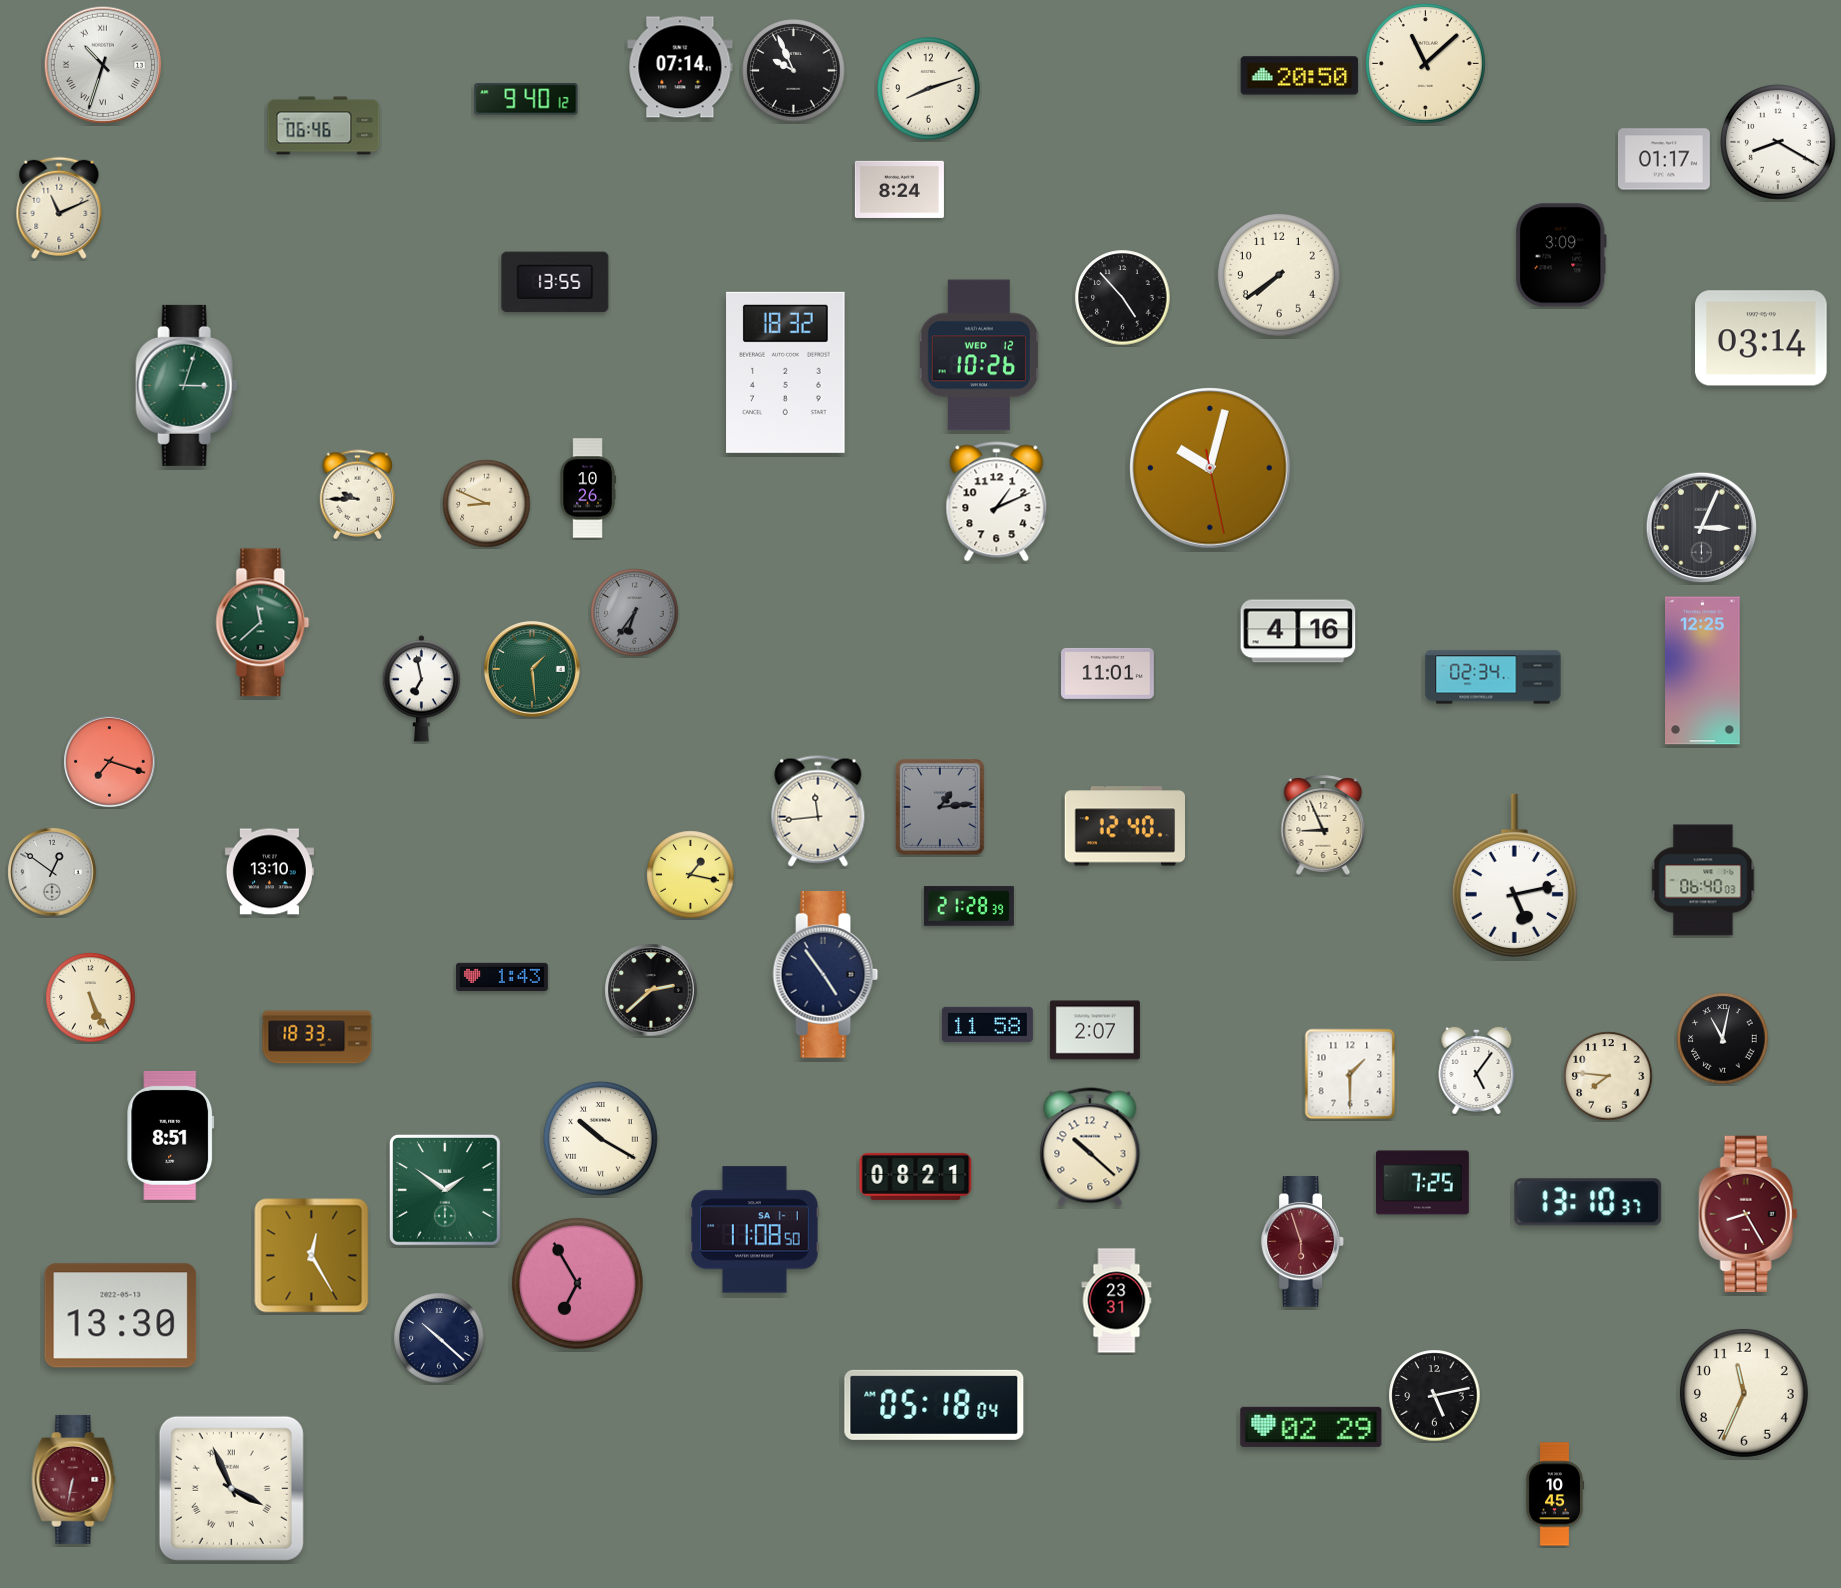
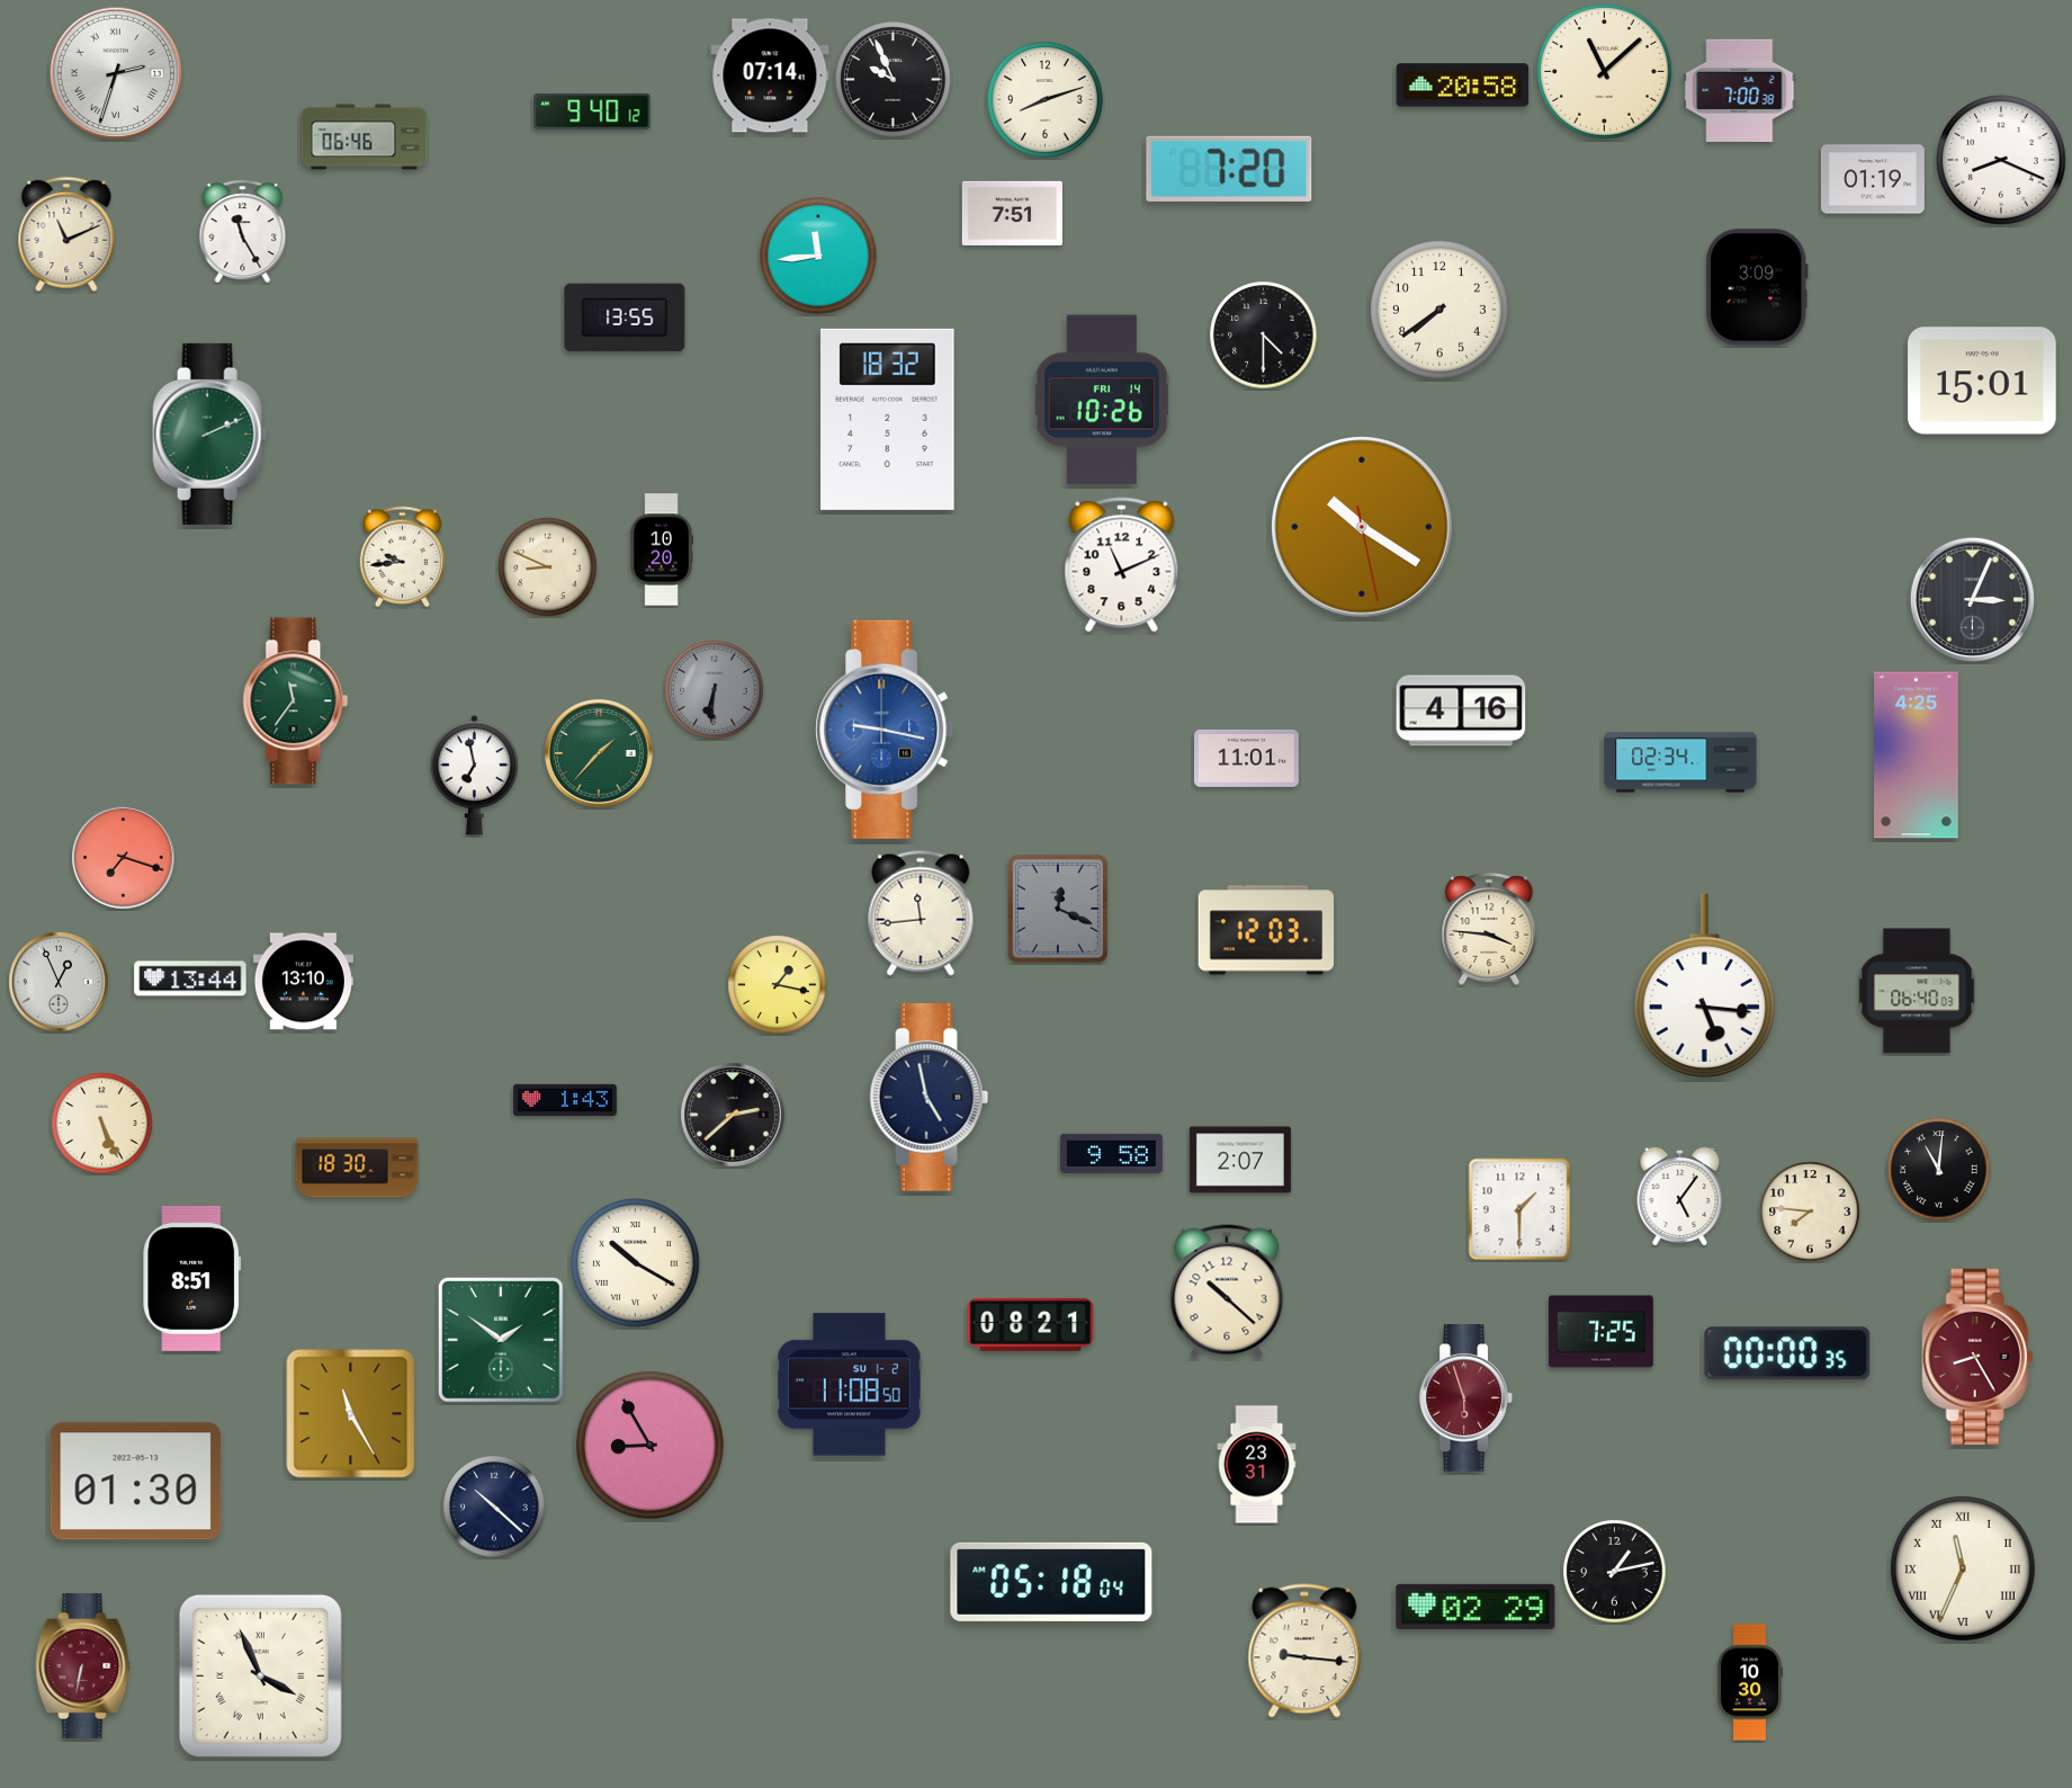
clock at (103, 65): 10:33 -> 2:33
clock at (680, 67) position: (680, 67) -> (770, 75)
clock at (1300, 76): 20:50 -> 20:58
clock at (1740, 90): none -> 7:00
clock at (324, 126) position: (324, 126) -> (365, 137)
clock at (1779, 143): 8:20 -> 8:19
clock at (1229, 169): none -> 7:20
clock at (1664, 159): 01:17 -> 01:19
clock at (899, 189): 8:24 -> 7:51
clock at (243, 232): none -> 11:25
clock at (818, 256): none -> 11:44
clock at (1123, 298): 4:53 -> 4:30
clock at (1761, 338): 03:14 -> 15:01
clock at (978, 355) date: WED 12 -> FRI 14
clock at (786, 372) position: (786, 372) -> (888, 419)
clock at (187, 385): 3:03 -> 2:11
clock at (1211, 469): 10:02 -> 10:20
clock at (588, 488): 10:26 -> 10:20
clock at (358, 495): 9:45 -> 9:44
clock at (997, 502): 1:11 -> 11:11
clock at (1701, 527) position: (1701, 527) -> (1972, 599)
clock at (635, 613): 6:36 -> 6:31
clock at (263, 623): 11:38 -> 11:36
clock at (885, 730): none -> 9:17
clock at (533, 670): 1:29 -> 1:37
clock at (1703, 671): 12:25 -> 4:25
clock at (941, 808): 1:14 -> 12:19
clock at (1323, 825): 8:56 -> 3:46
clock at (1124, 826): 12:40 -> 12:03
clock at (190, 978): none -> 13:44
clock at (52, 872): 12:51 -> 12:56
clock at (1514, 875): 5:13 -> 5:16
clock at (969, 906): 21:28 -> none
clock at (826, 975): 4:54 -> 4:58
clock at (987, 1024): 11:58 -> 9:58
clock at (1095, 1030) position: (1095, 1030) -> (1240, 1160)
clock at (317, 1037): 18:33 -> 18:30
clock at (1723, 1039): 11:02 -> 11:01
clock at (1477, 1070) position: (1477, 1070) -> (1680, 1196)
clock at (601, 1139) position: (601, 1139) -> (636, 1263)
clock at (1588, 1202): 13:10 -> 00:00
clock at (1748, 1214) position: (1748, 1214) -> (1977, 1357)
clock at (755, 1230) date: SA 1-1 -> SU 1-2
clock at (312, 1256): 12:25 -> 11:25
clock at (577, 1283): 6:55 -> 8:55
clock at (121, 1316): 13:30 -> 01:30
clock at (1744, 1393) numerals: Arabic -> Roman
clock at (1435, 1396): 5:13 -> 1:13
clock at (1304, 1651): none -> 9:16
clock at (1555, 1494): 10:45 -> 10:30
